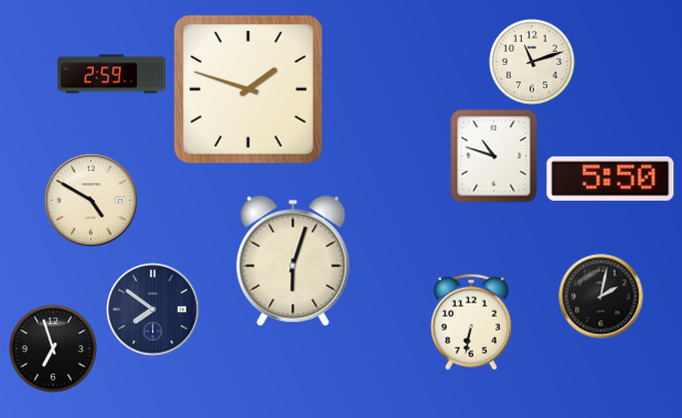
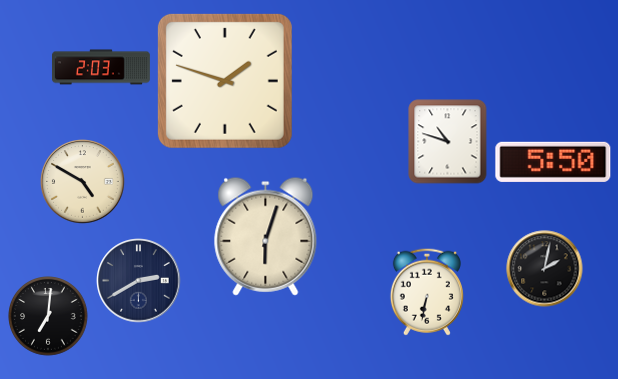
clock at (532, 62): 11:12 -> none
clock at (113, 74): 2:59 -> 2:03
clock at (153, 310): 7:51 -> 2:40
clock at (53, 349): 6:57 -> 7:01
